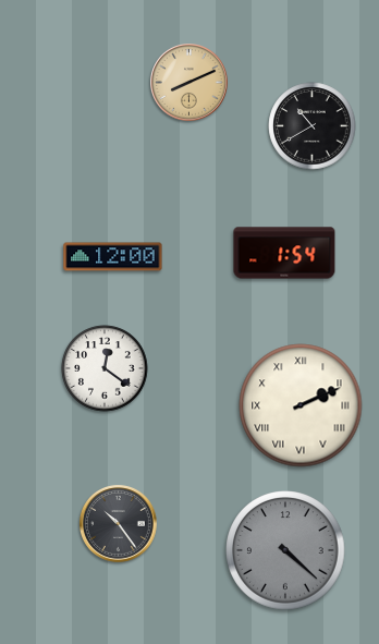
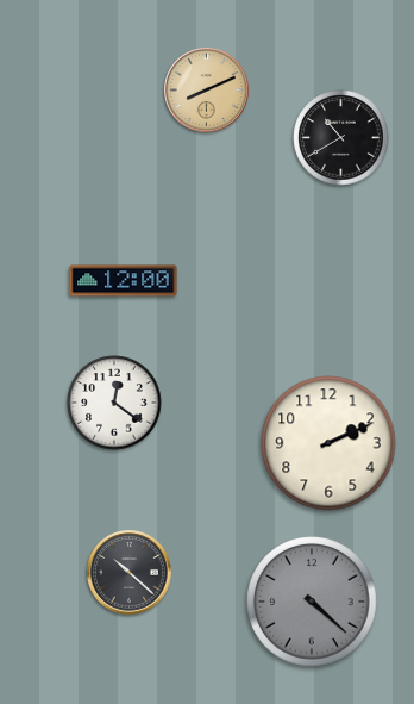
clock at (284, 253): 1:54 -> none
clock at (301, 405) numerals: Roman -> Arabic
clock at (119, 524): 10:24 -> 10:22
